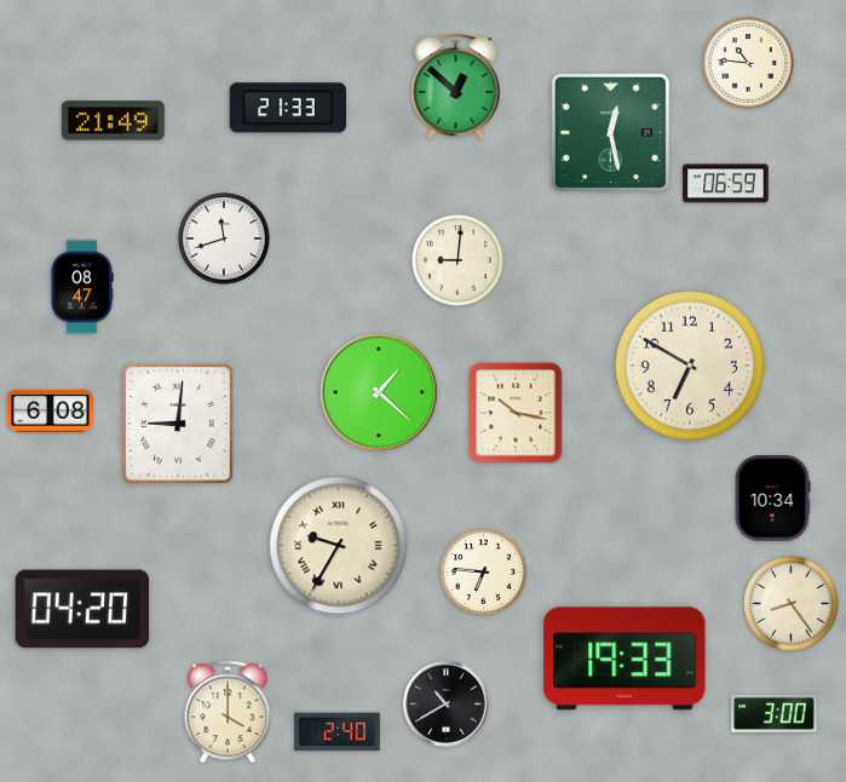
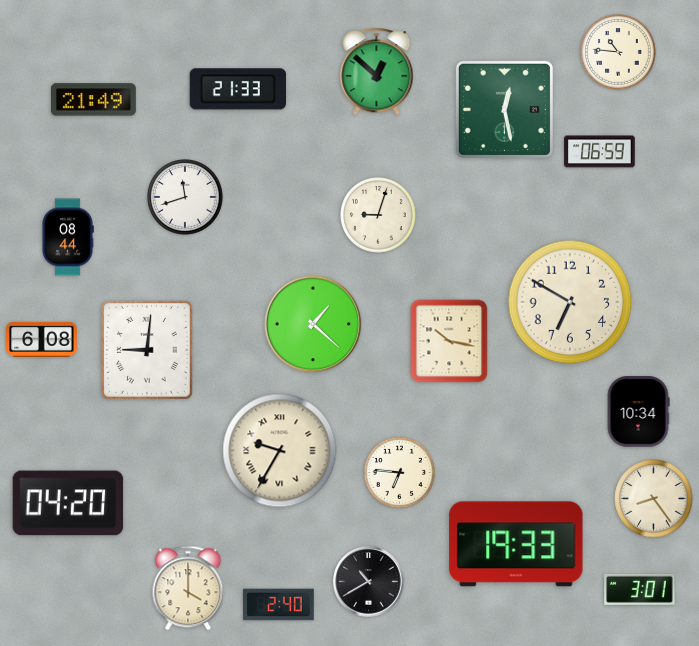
clock at (457, 260): 9:01 -> 9:03
clock at (82, 287): 08:47 -> 08:44
clock at (516, 413) position: (516, 413) -> (449, 341)
clock at (775, 713): 3:00 -> 3:01
